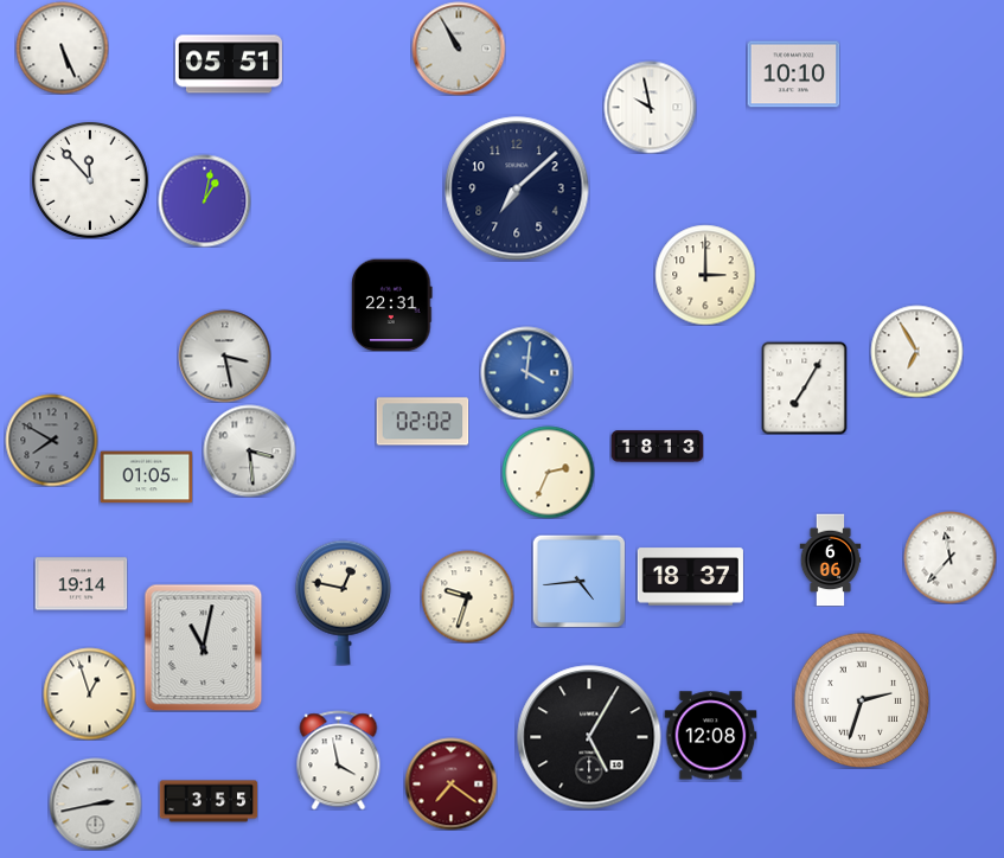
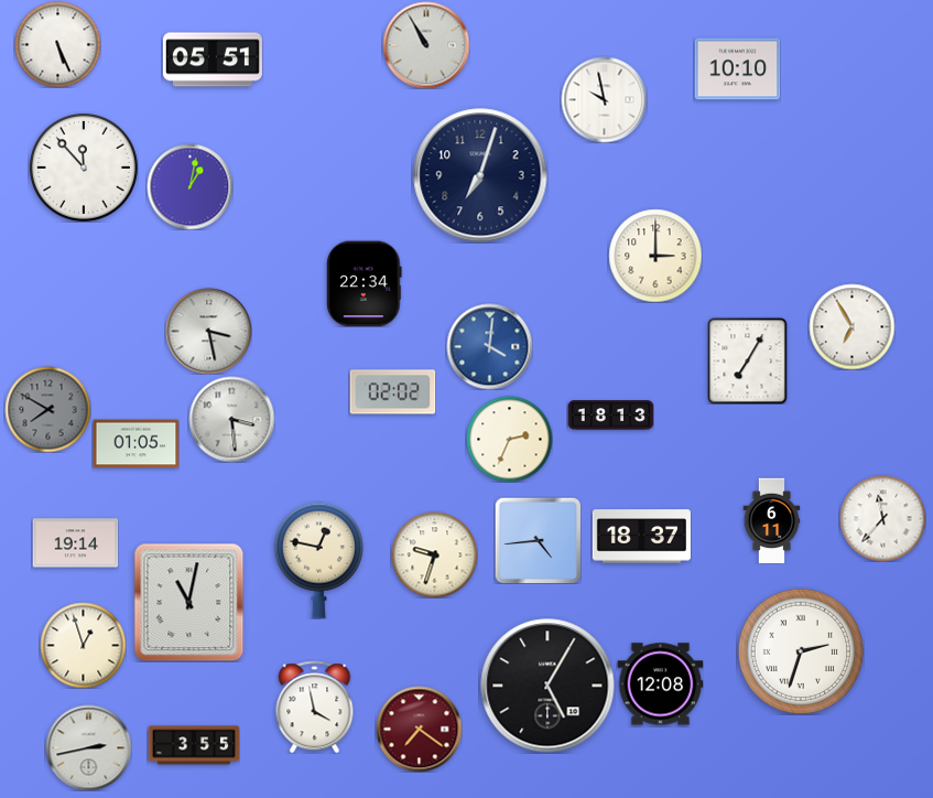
clock at (517, 188): 7:08 -> 7:03
clock at (392, 305): 22:31 -> 22:34
clock at (831, 559): 6:06 -> 6:11
